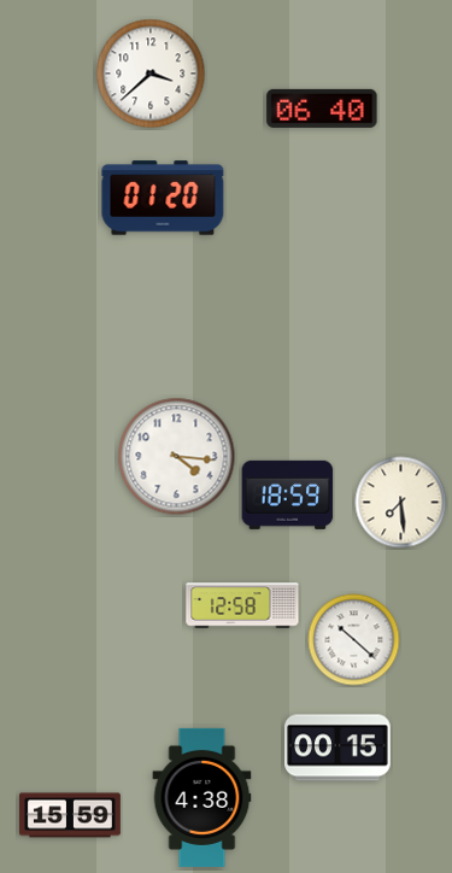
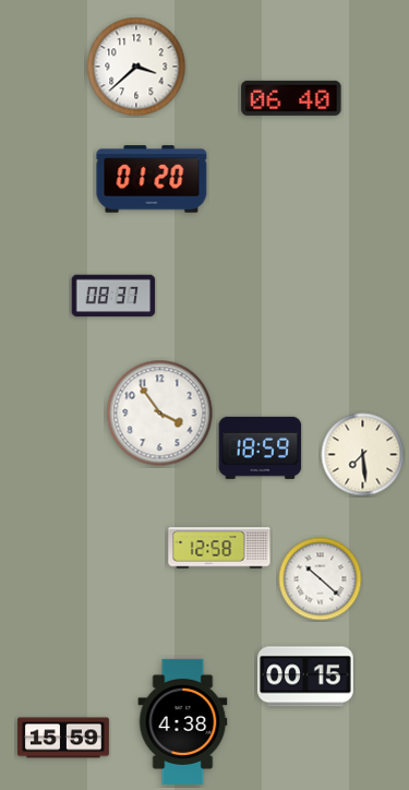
clock at (163, 198) position: (163, 198) -> (152, 179)
clock at (113, 296): none -> 08:37
clock at (177, 457): 4:16 -> 3:54
